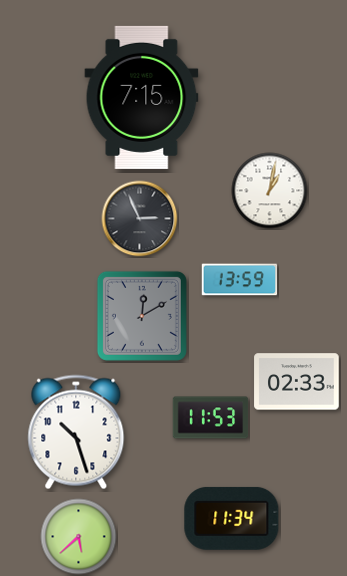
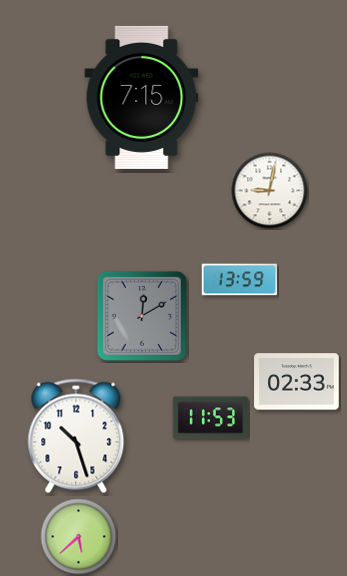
clock at (270, 191): 1:02 -> 9:02
clock at (140, 219): 2:56 -> none
clock at (76, 432) position: (76, 432) -> (76, 436)
clock at (232, 518): 11:34 -> none
